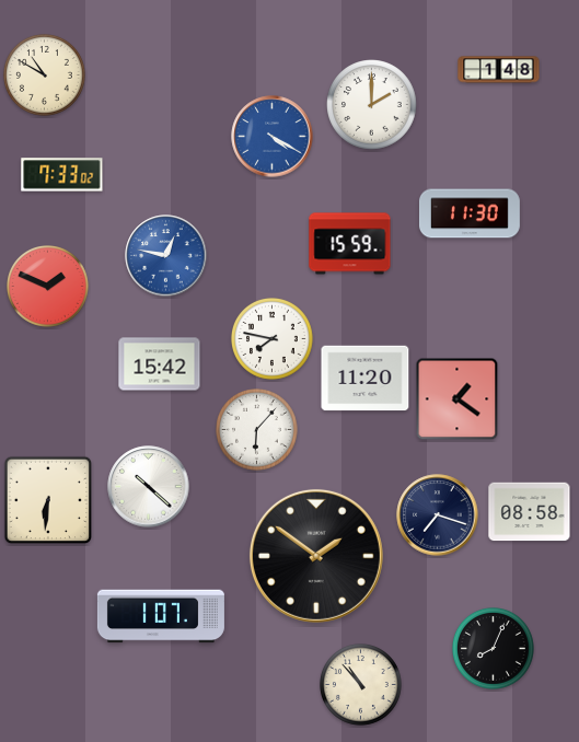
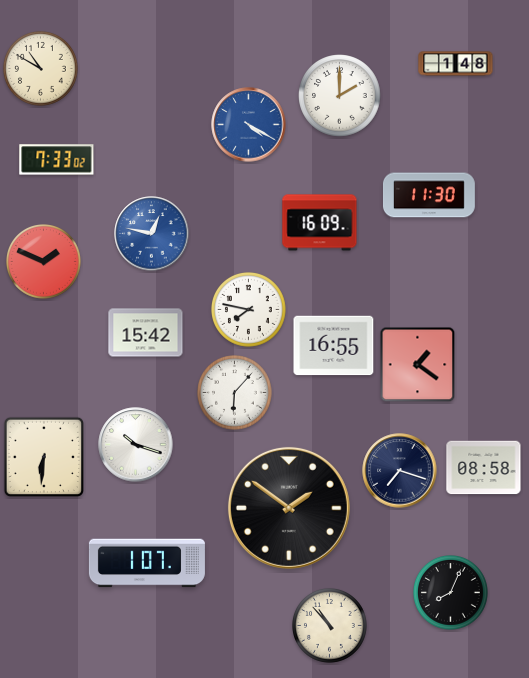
clock at (350, 244): 15:59 -> 16:09
clock at (366, 379): 11:20 -> 16:55
clock at (149, 487): 10:22 -> 10:18
